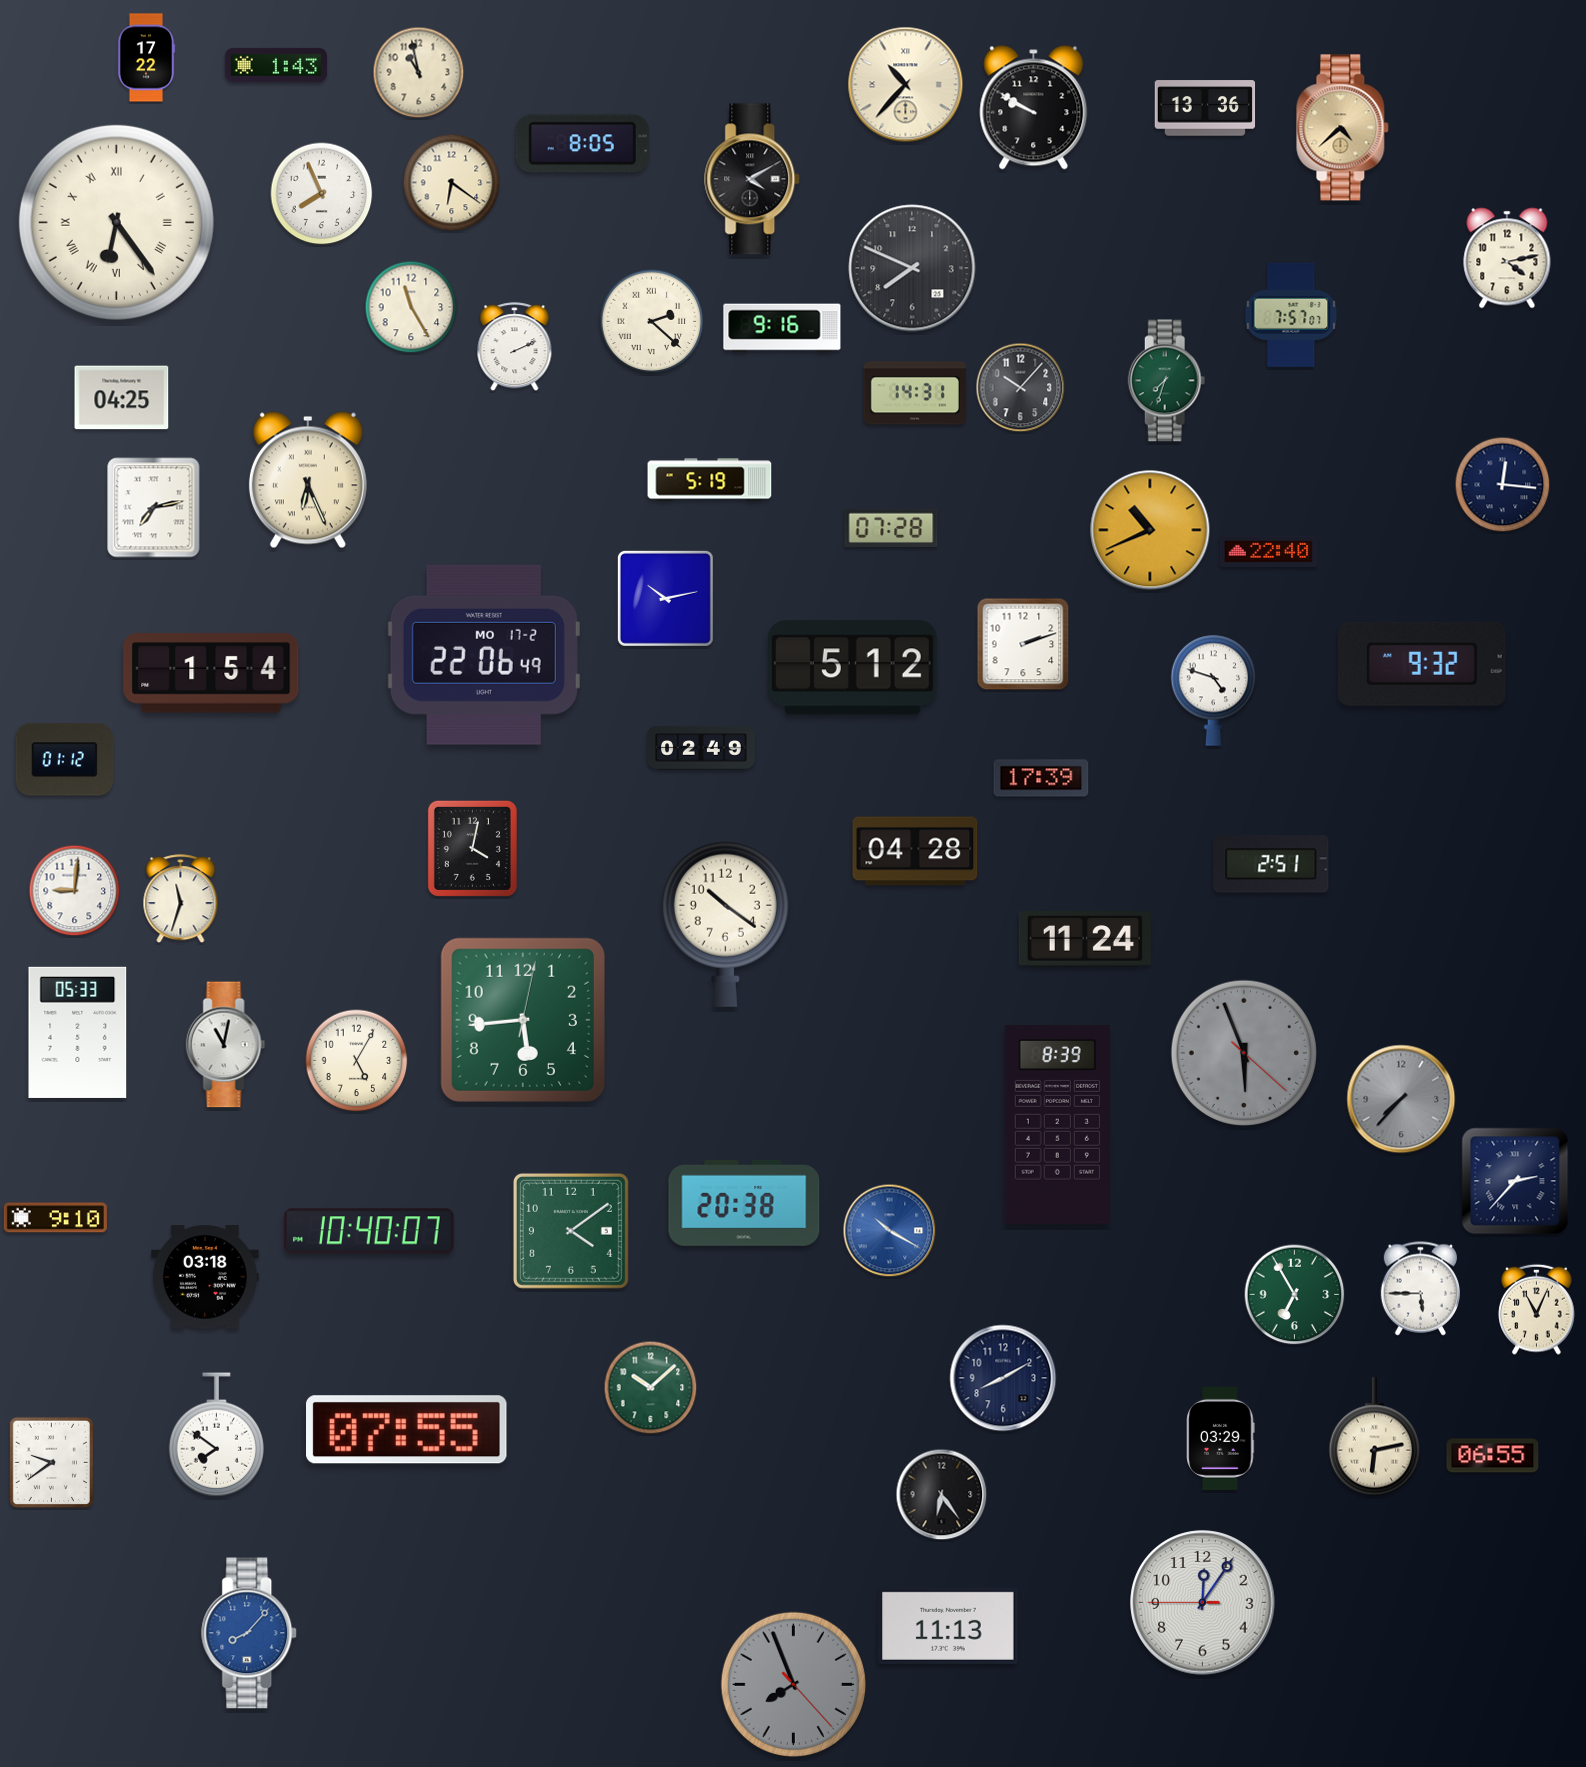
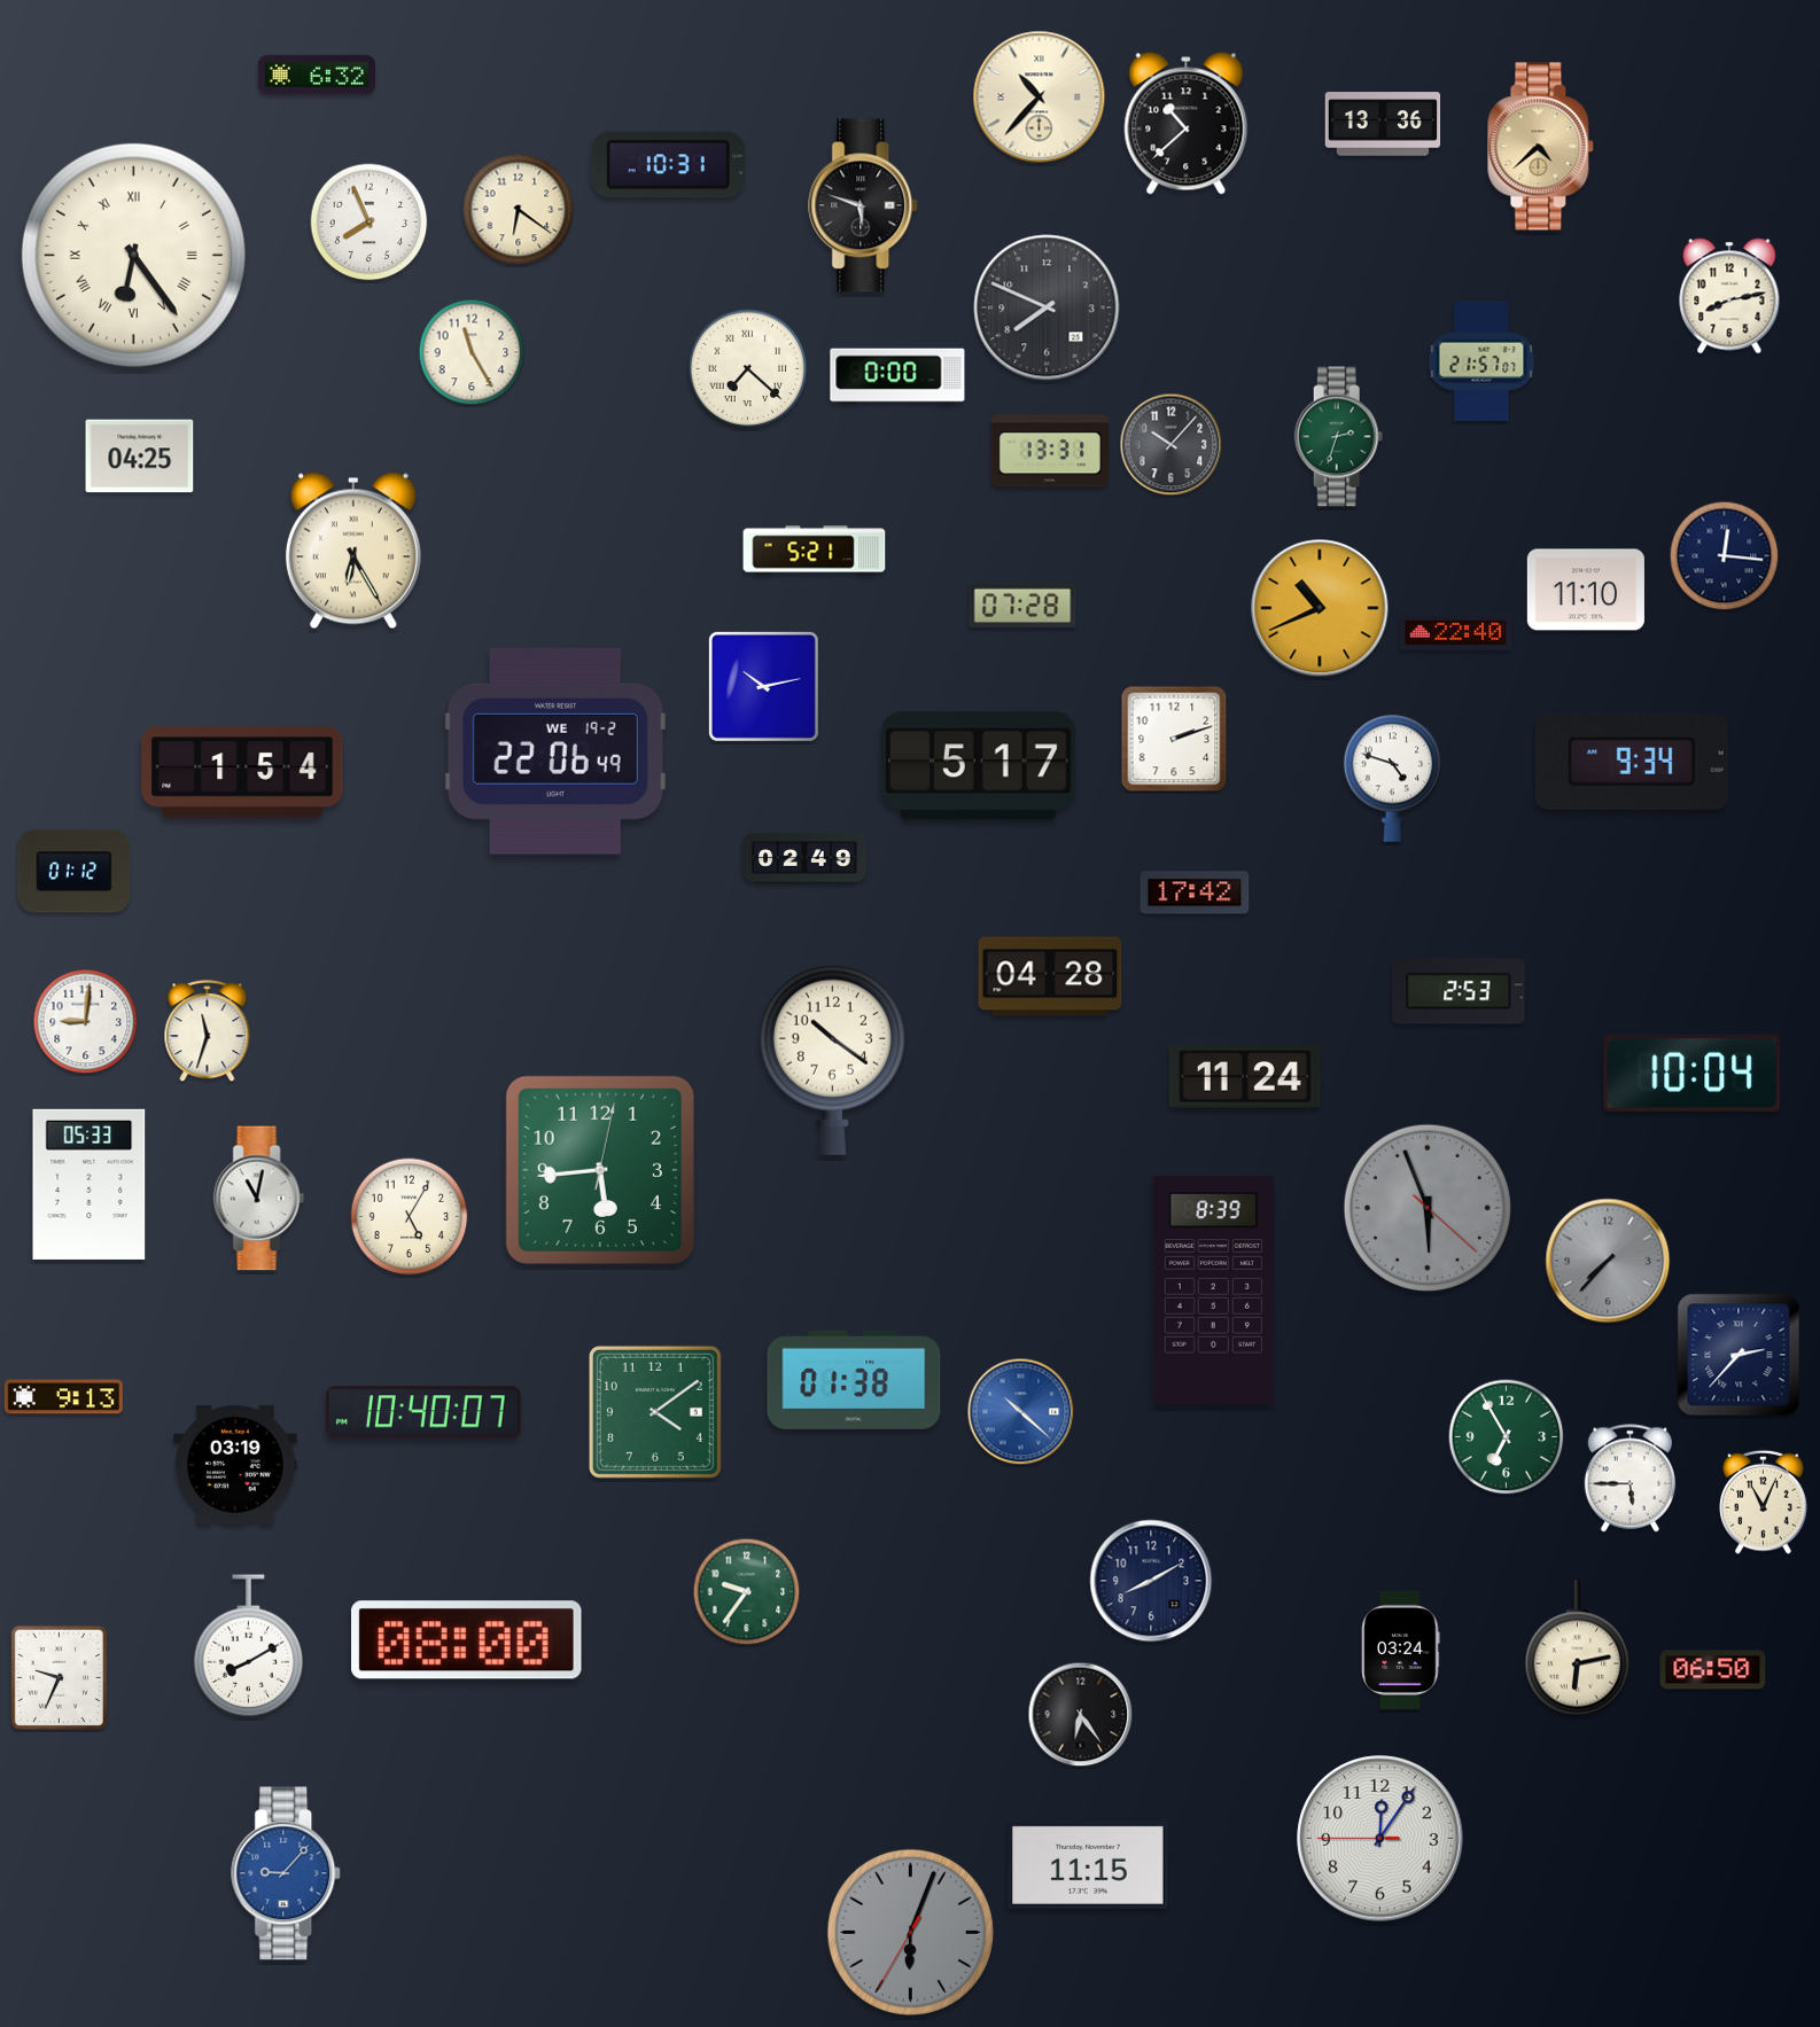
clock at (146, 58): 17:22 -> none
clock at (276, 65): 1:43 -> 6:32
clock at (419, 73): 10:58 -> none
clock at (1034, 108): 9:50 -> 10:38
clock at (582, 144): 8:05 -> 10:31
clock at (753, 179): 4:10 -> 5:48
clock at (1507, 258): 4:13 -> 8:13
clock at (1291, 315): 7:57 -> 21:57
clock at (652, 322): 2:22 -> 7:22
clock at (782, 328): 9:16 -> 0:00
clock at (515, 347): 2:11 -> none
clock at (1167, 381): 7:33 -> 2:33
clock at (915, 393): 14:31 -> 13:31
clock at (308, 480): 6:26 -> 6:25
clock at (710, 480): 5:19 -> 5:21
clock at (154, 508): 7:13 -> none
clock at (1586, 590): none -> 11:10
clock at (484, 655) date: MO 17-2 -> WE 19-2
clock at (1422, 664): 9:32 -> 9:34
clock at (853, 668): 5:12 -> 5:17
clock at (1214, 690) position: (1214, 690) -> (1393, 778)
clock at (1041, 778): 17:39 -> 17:42
clock at (472, 848): 4:02 -> none
clock at (1271, 864): 2:51 -> 2:53
clock at (1693, 1073): none -> 10:04
clock at (744, 1203): 20:38 -> 01:38
clock at (55, 1218): 9:10 -> 9:13
clock at (890, 1231): 10:20 -> 10:22
clock at (206, 1277): 03:18 -> 03:19
clock at (1295, 1295) position: (1295, 1295) -> (1507, 1437)
clock at (651, 1388): 10:08 -> 9:36
clock at (407, 1430): 07:55 -> 08:00
clock at (216, 1435): 7:51 -> 8:10
clock at (1221, 1438): 03:29 -> 03:24
clock at (1493, 1456): 06:55 -> 06:50
clock at (51, 1462): 9:39 -> 9:34
clock at (948, 1626): 11:13 -> 11:15
clock at (250, 1633): 8:07 -> 9:07
clock at (793, 1684): 7:56 -> 6:03
